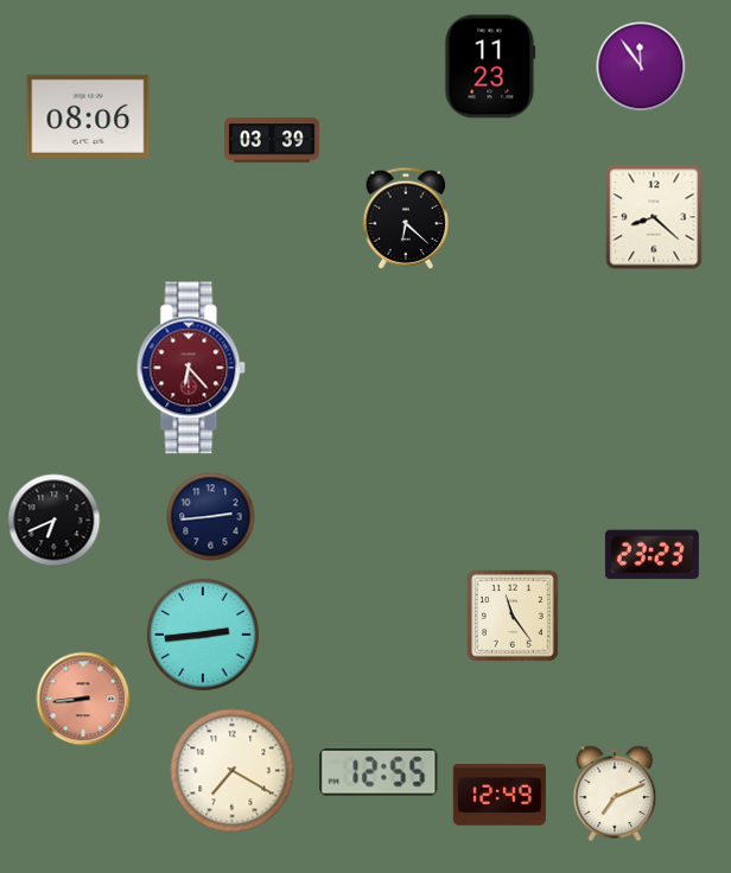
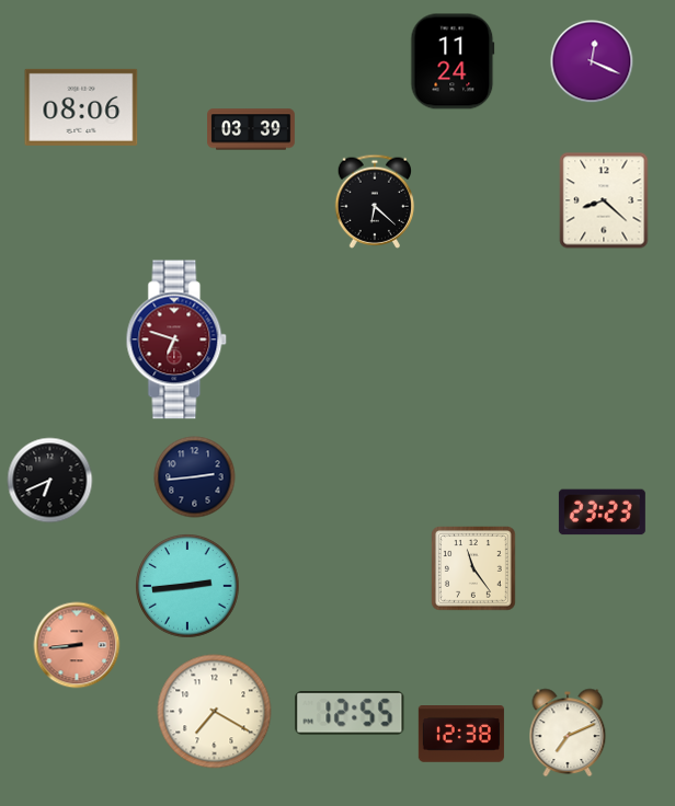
clock at (490, 66): 11:23 -> 11:24
clock at (641, 66): 11:54 -> 12:19
clock at (191, 368): 6:23 -> 6:48
clock at (500, 796): 12:49 -> 12:38
